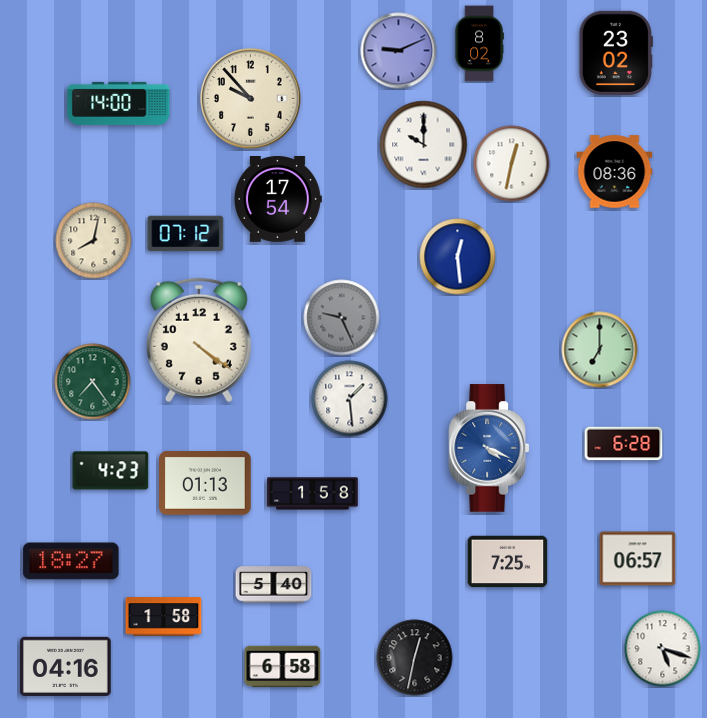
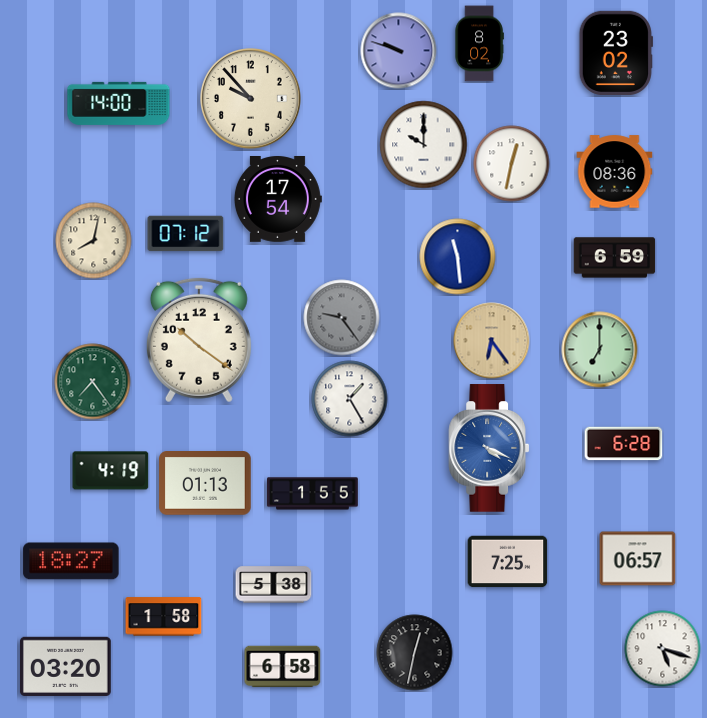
clock at (399, 51): 9:11 -> 9:48
clock at (458, 257): 12:29 -> 11:29
clock at (615, 258): none -> 6:59
clock at (342, 318): 9:26 -> 9:24
clock at (199, 340): 4:21 -> 10:21
clock at (492, 341): none -> 6:24
clock at (350, 399): 1:29 -> 1:25
clock at (111, 471): 4:23 -> 4:19
clock at (313, 494): 1:58 -> 1:55
clock at (274, 585): 5:40 -> 5:38
clock at (415, 658) position: (415, 658) -> (415, 653)
clock at (65, 666): 04:16 -> 03:20
